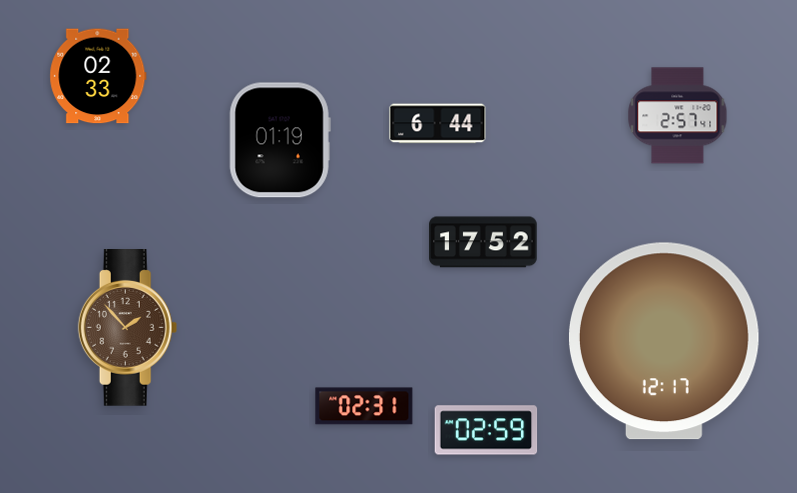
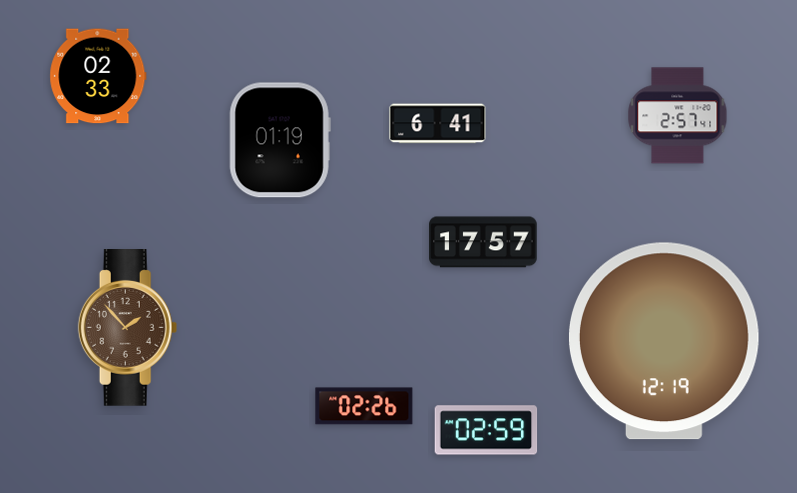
clock at (438, 124): 6:44 -> 6:41
clock at (483, 242): 17:52 -> 17:57
clock at (664, 341): 12:17 -> 12:19
clock at (364, 406): 02:31 -> 02:26
